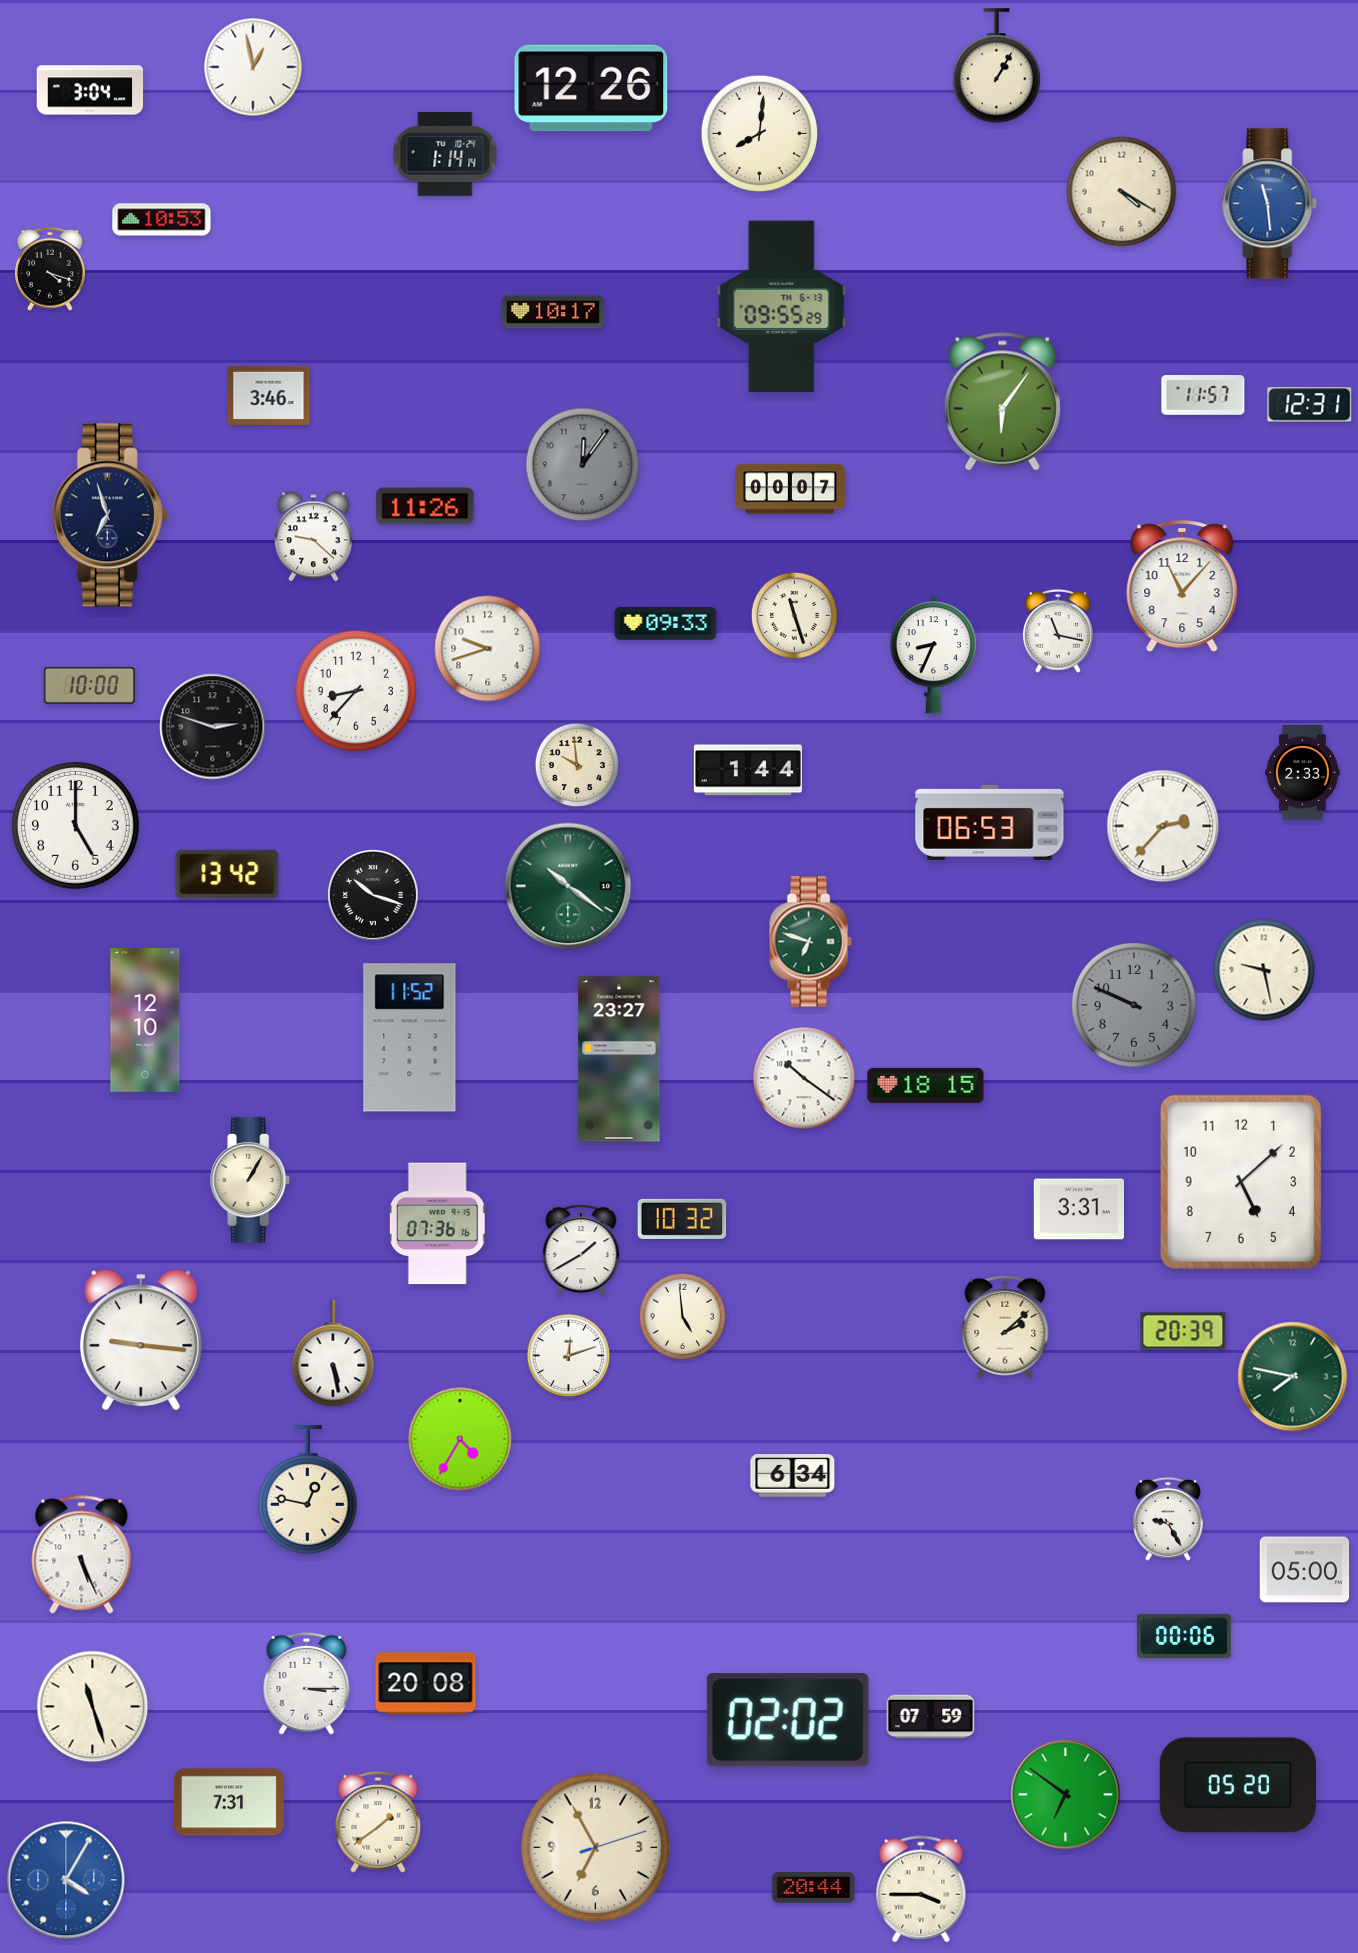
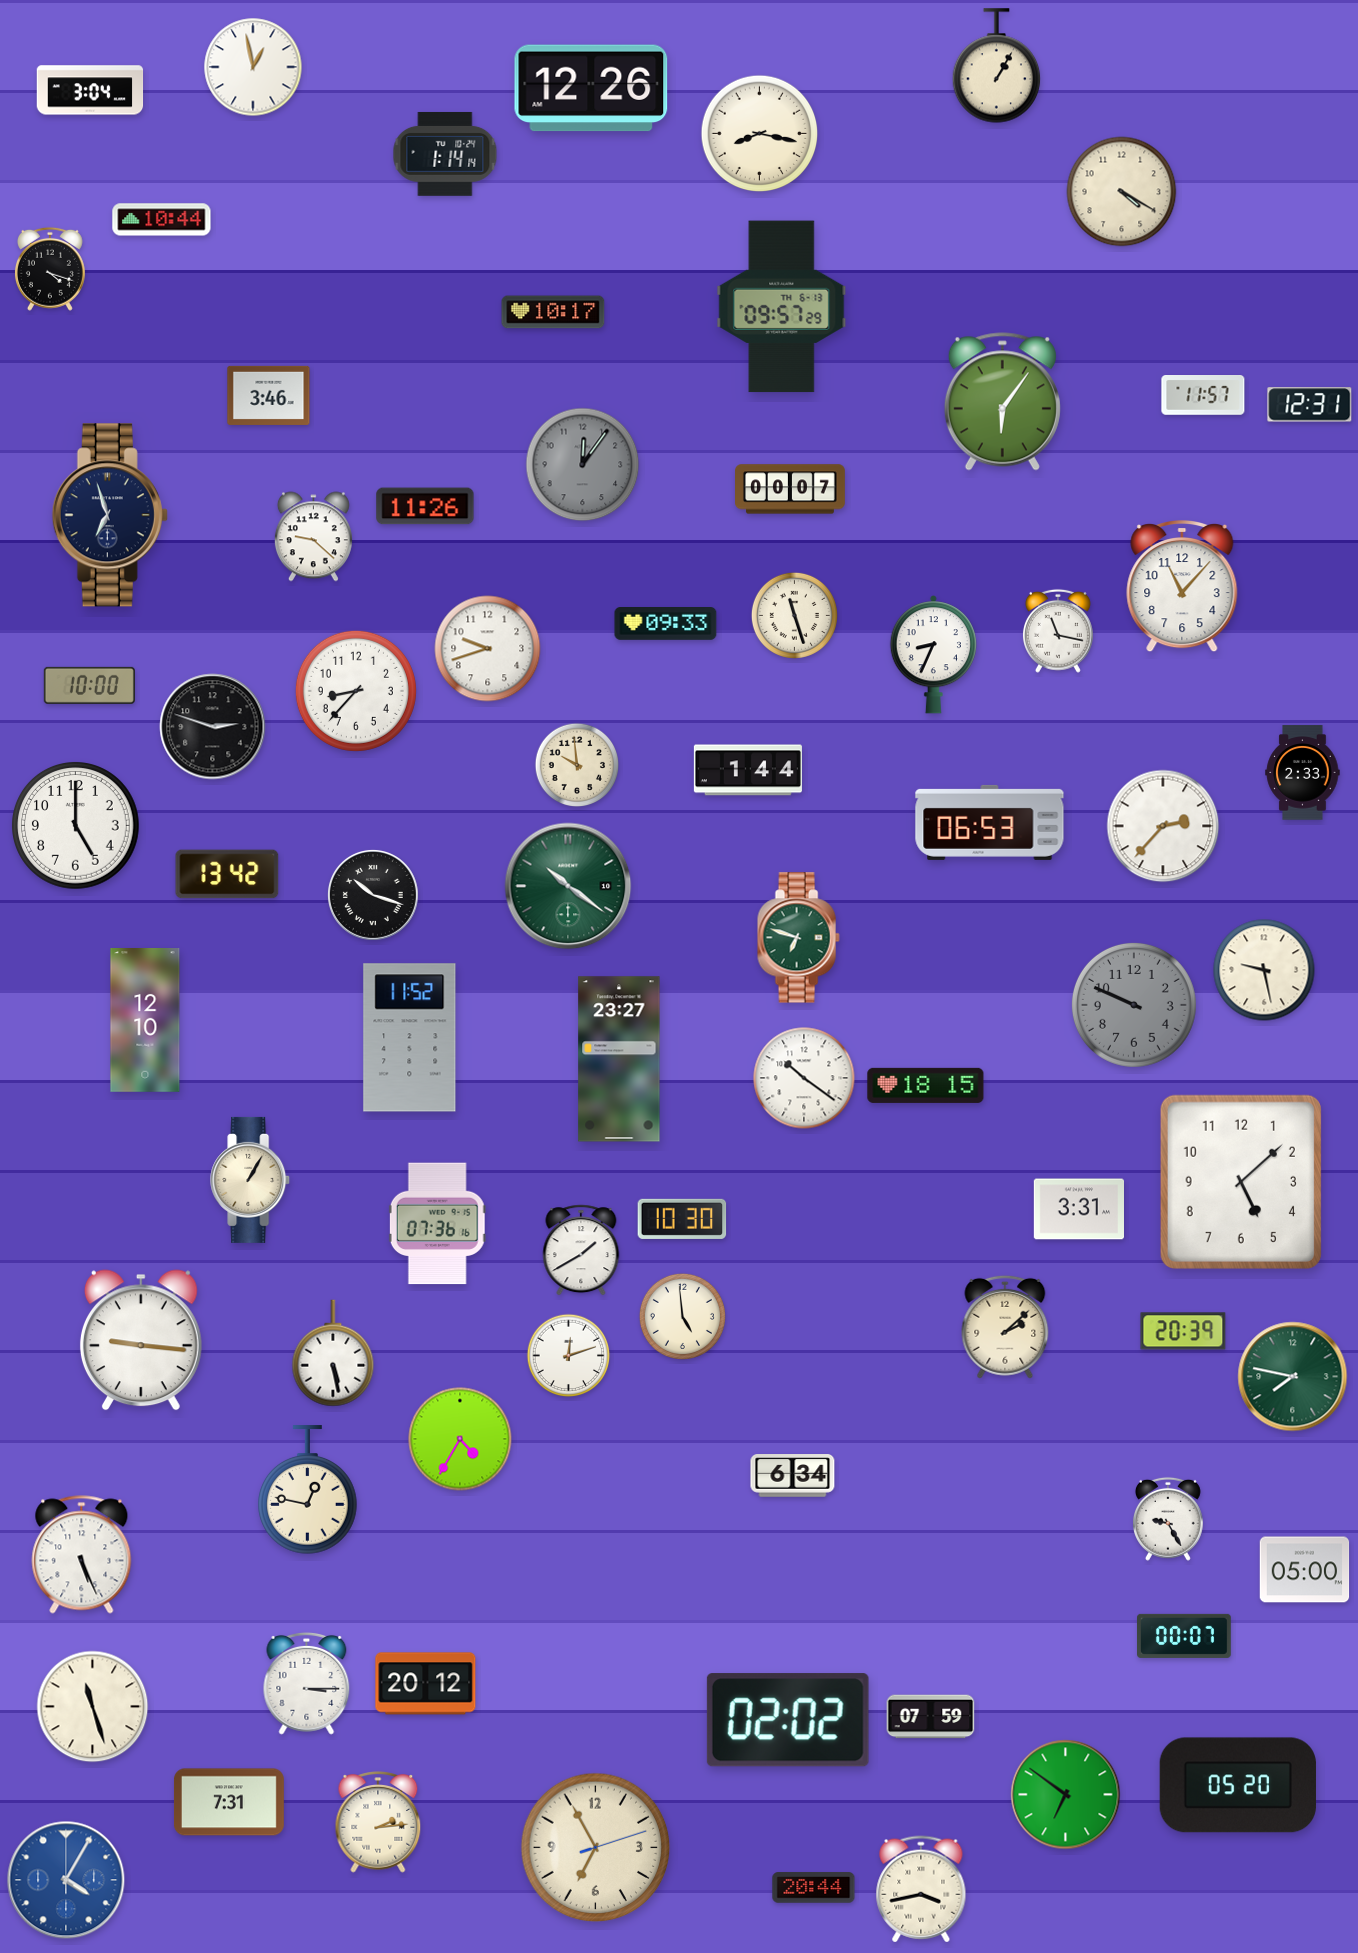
clock at (760, 134): 8:01 -> 8:17
clock at (1270, 204): 11:29 -> none
clock at (162, 220): 10:53 -> 10:44
clock at (782, 307): 09:55 -> 09:57
clock at (810, 942) position: (810, 942) -> (798, 938)
clock at (682, 1219): 10:32 -> 10:30
clock at (1184, 1636): 00:06 -> 00:07
clock at (426, 1684): 20:08 -> 20:12
clock at (378, 1822): 1:39 -> 2:14
clock at (921, 1889): 3:45 -> 3:43
